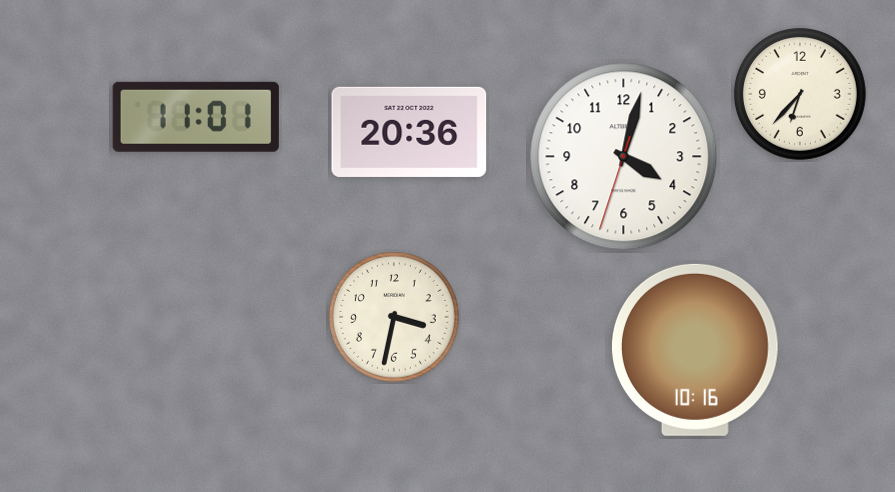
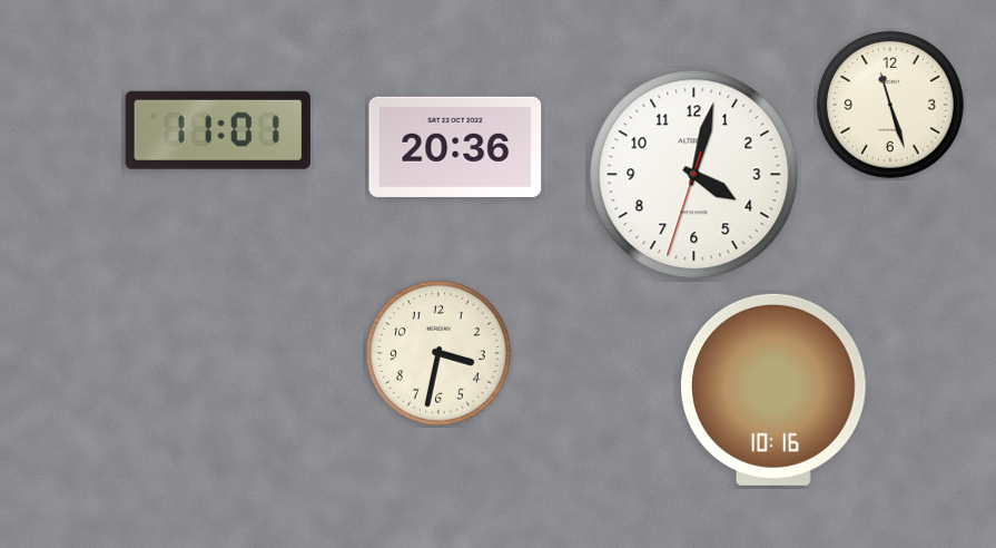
clock at (800, 94): 6:37 -> 11:27
